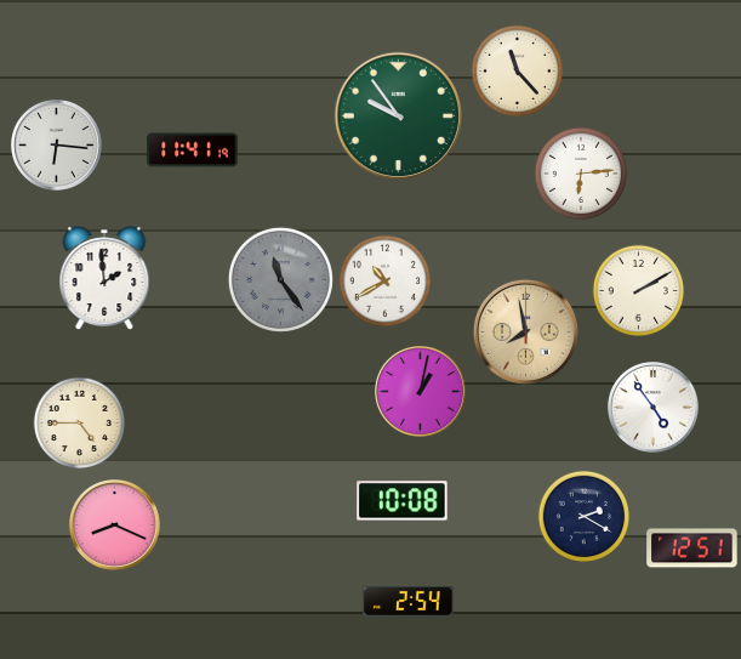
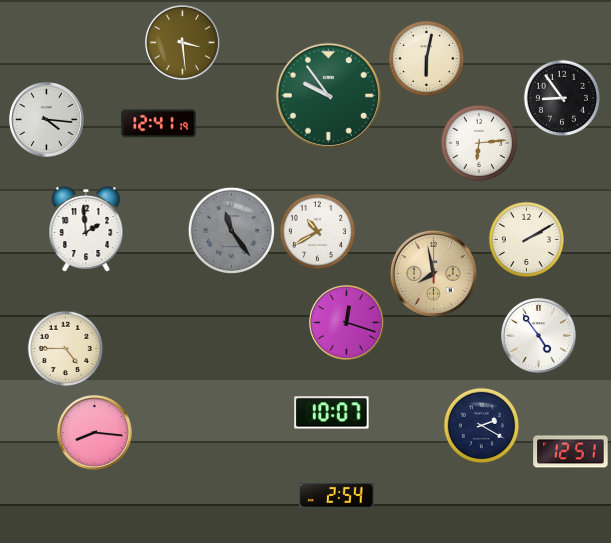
clock at (183, 43): none -> 3:29
clock at (517, 70): 11:23 -> 6:02
clock at (561, 97): none -> 8:54
clock at (57, 146): 6:16 -> 4:16
clock at (193, 150): 11:41 -> 12:41
clock at (421, 392): 1:02 -> 12:18
clock at (403, 501): 10:08 -> 10:07
clock at (115, 526): 8:19 -> 8:16
